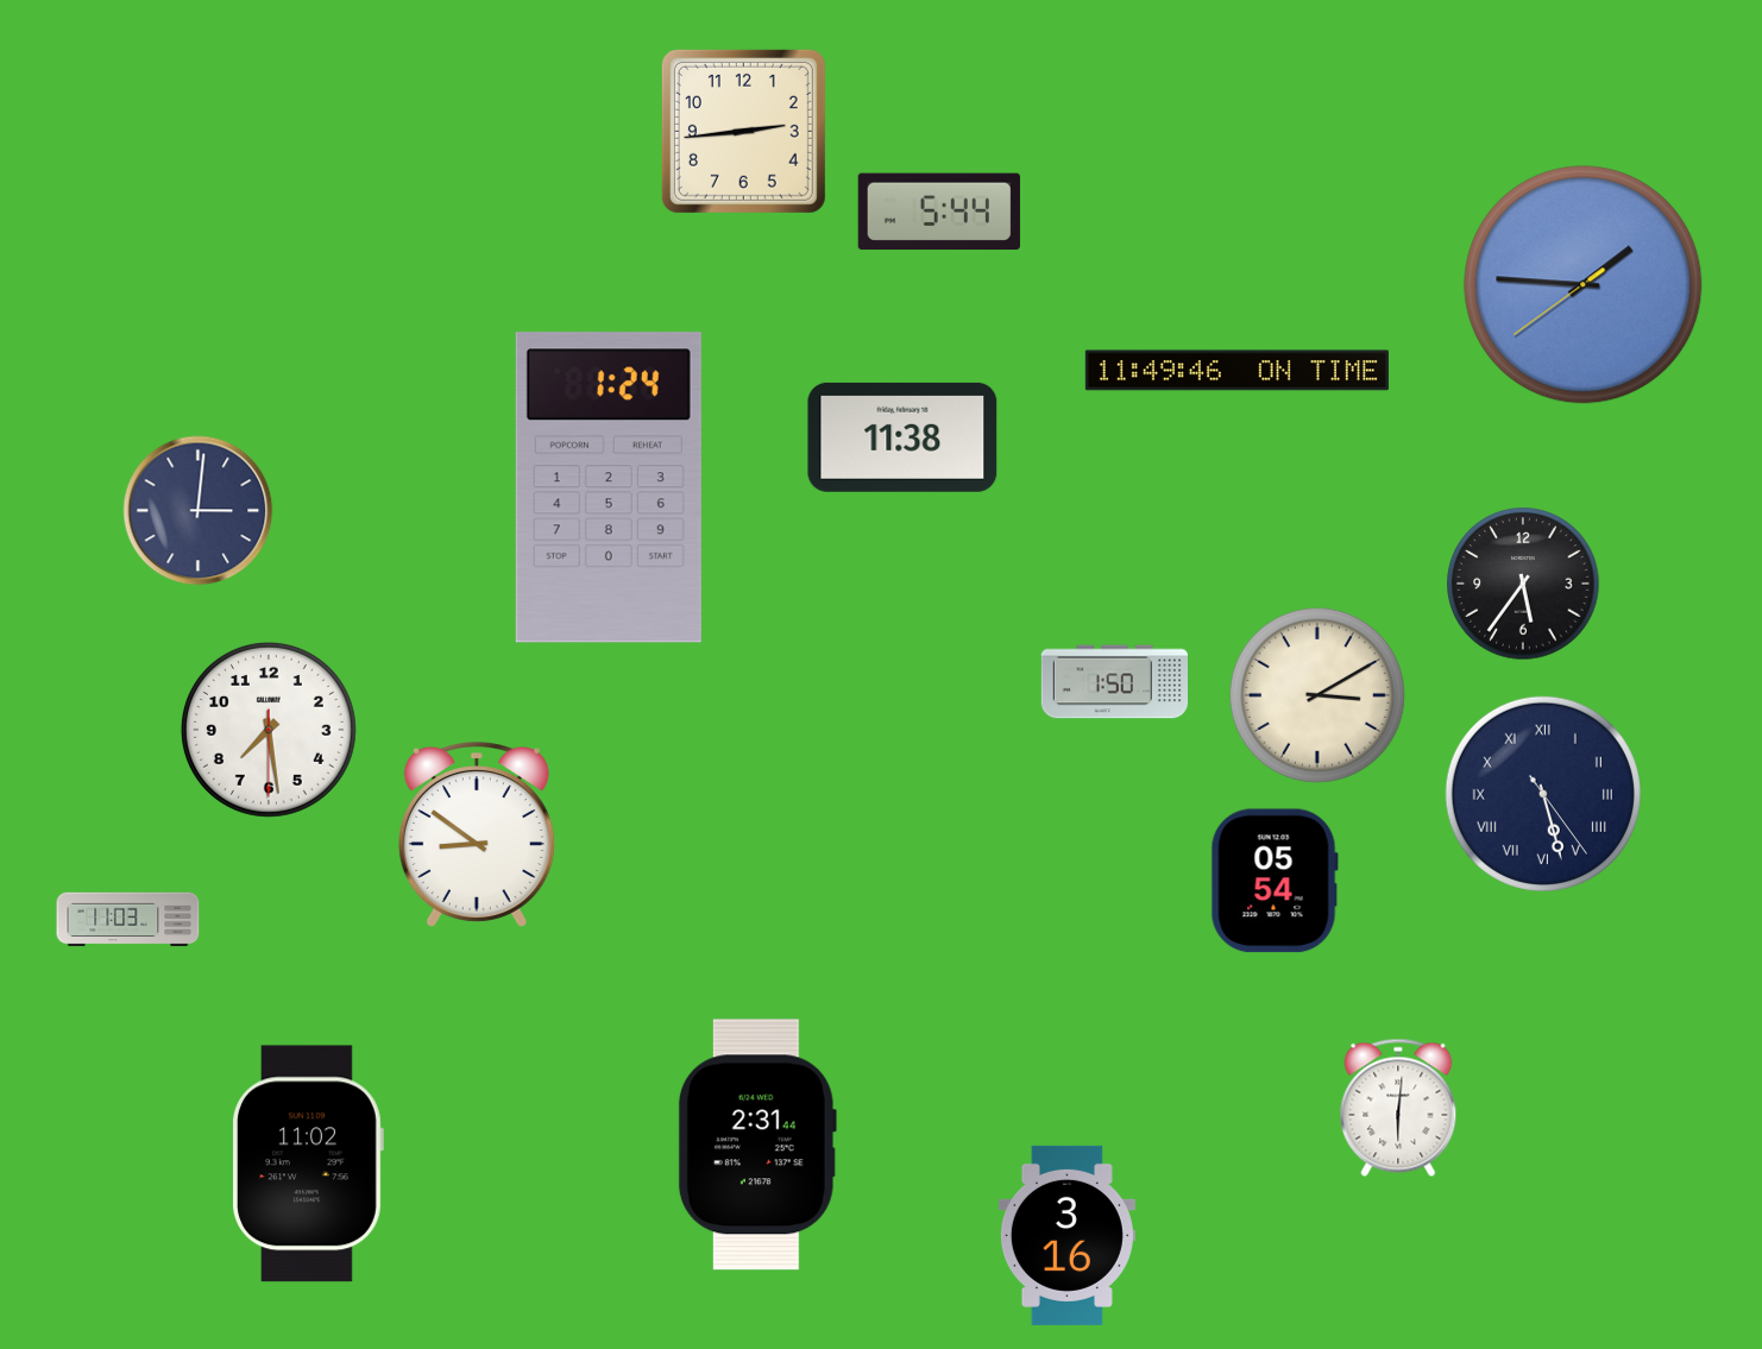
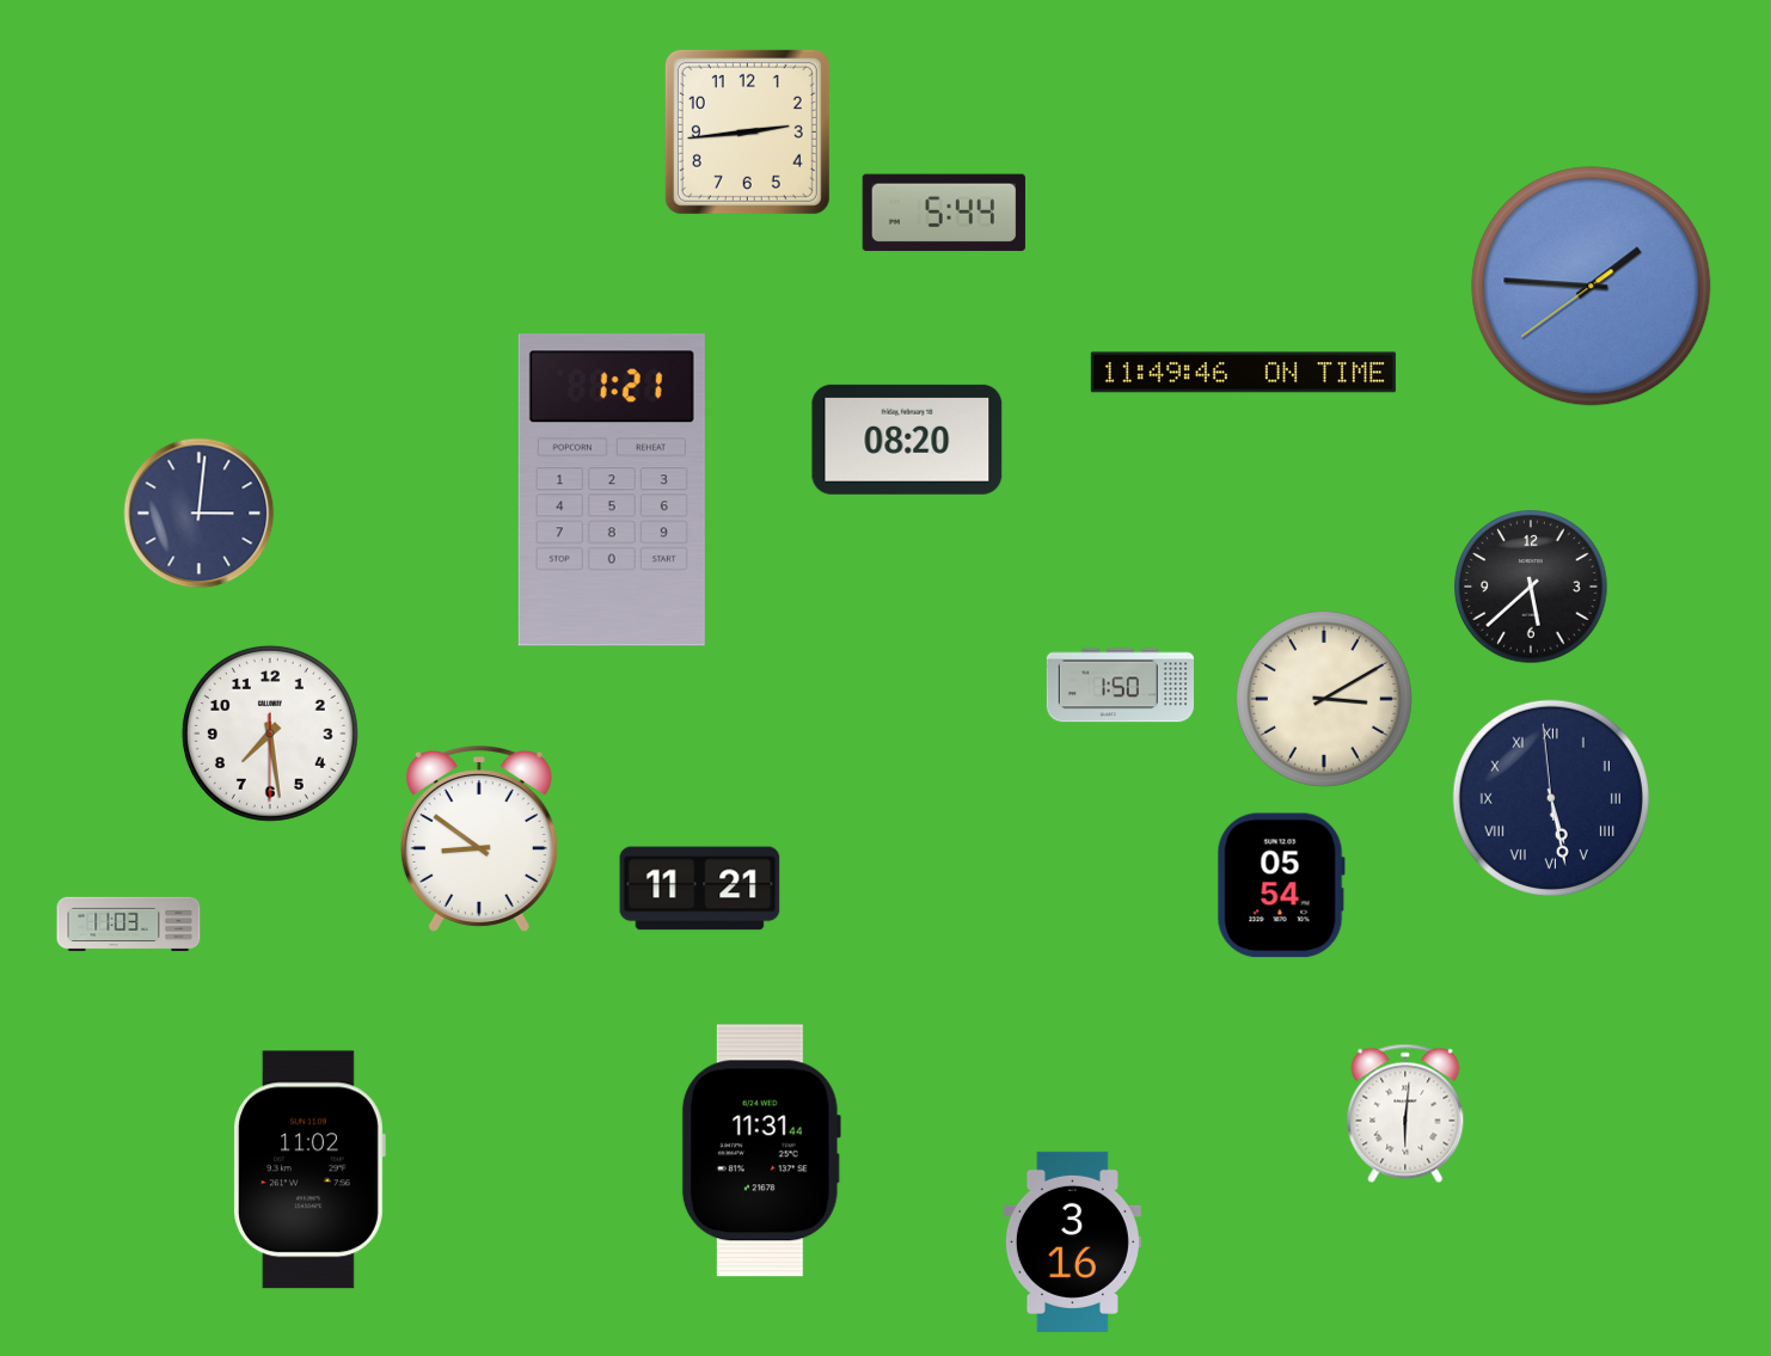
clock at (902, 437): 11:38 -> 08:20
clock at (609, 487): 1:24 -> 1:21
clock at (1523, 584): 5:36 -> 5:38
clock at (1543, 794): 5:27:24 -> 5:27:59
clock at (700, 889): none -> 11:21
clock at (757, 1145): 2:31 -> 11:31
